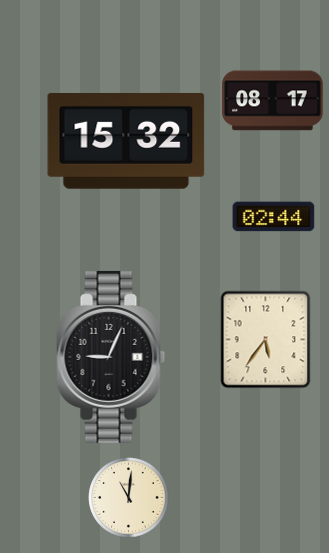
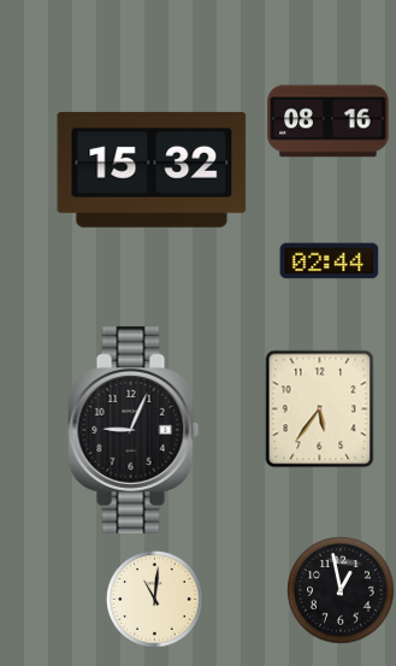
clock at (273, 101): 08:17 -> 08:16
clock at (341, 590): none -> 12:58
